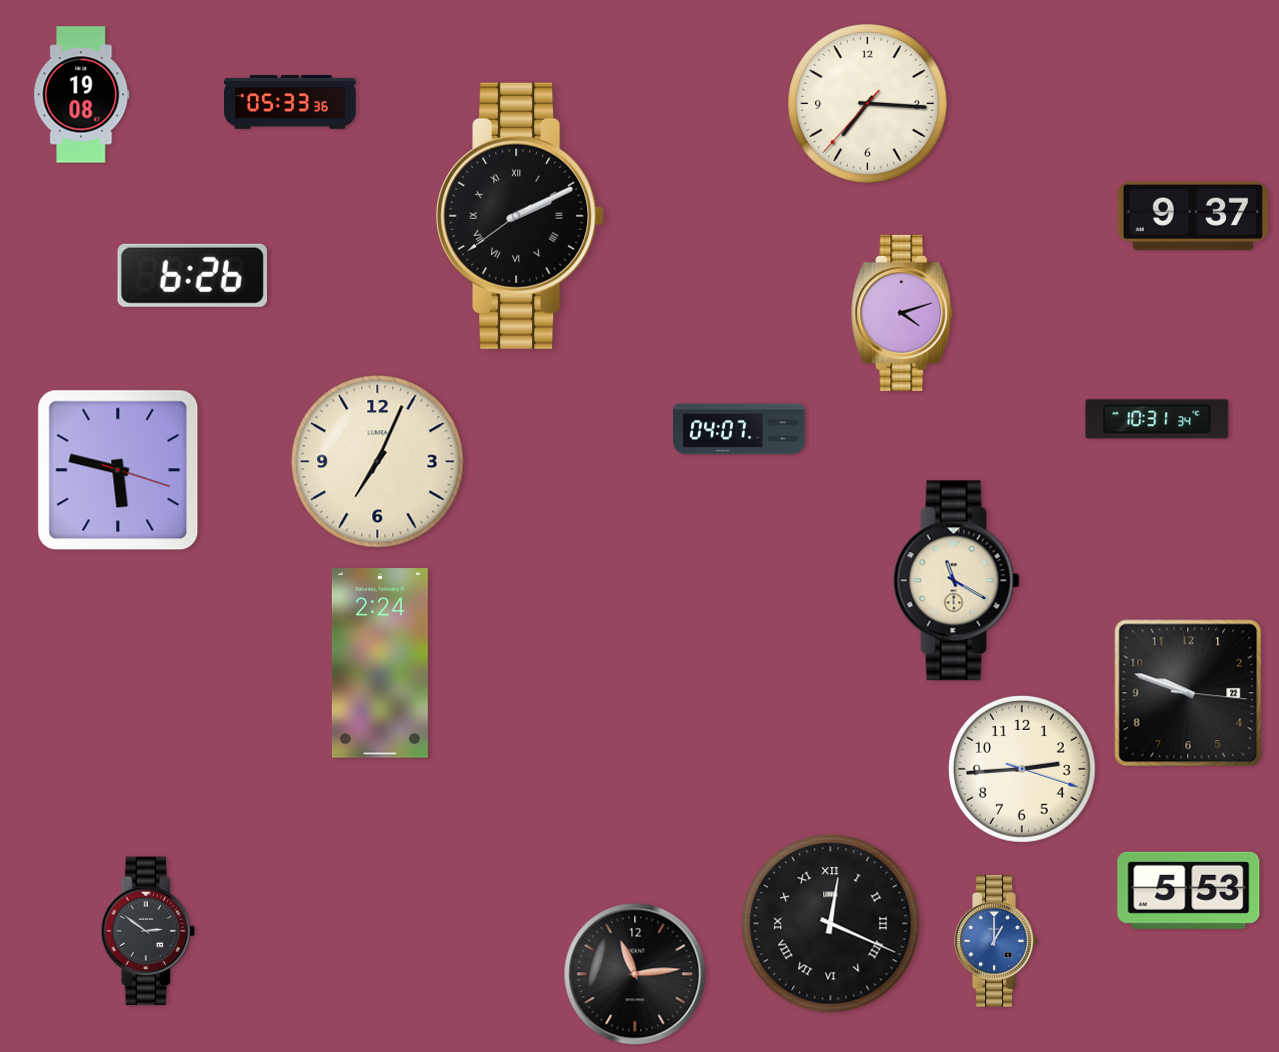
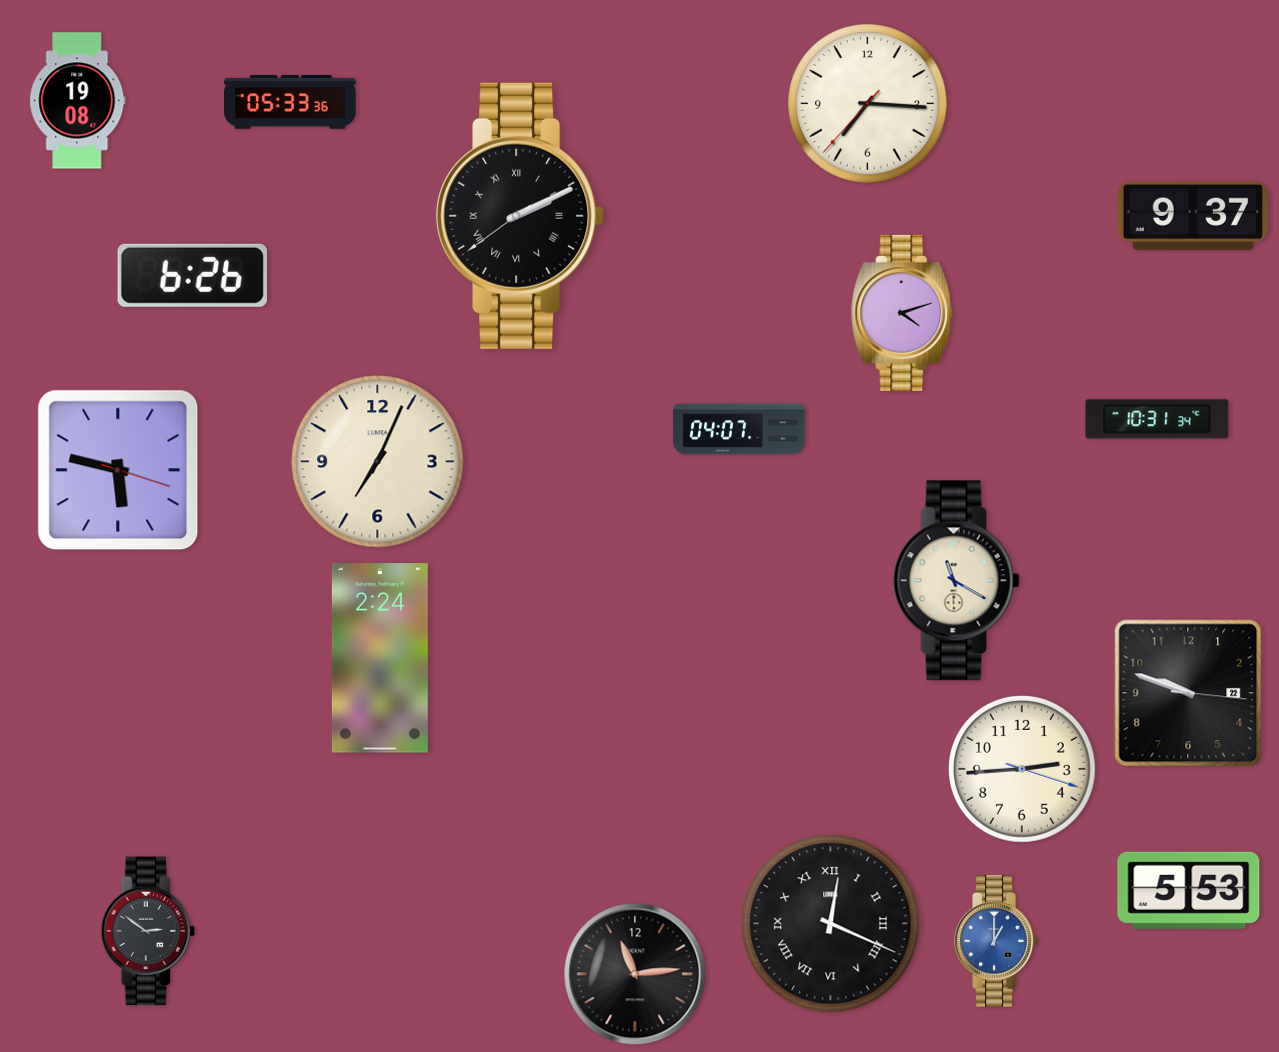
clock at (82, 95) position: (82, 95) -> (78, 101)
clock at (380, 663) position: (380, 663) -> (380, 658)
